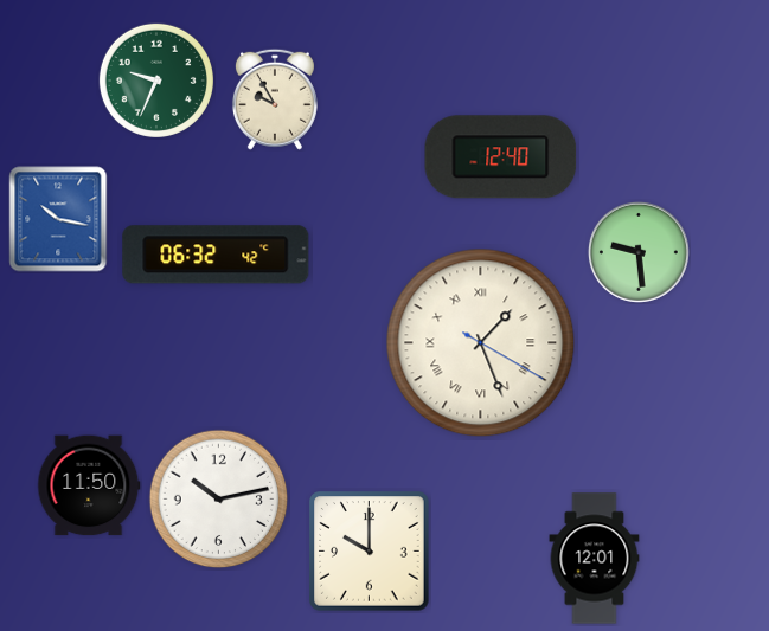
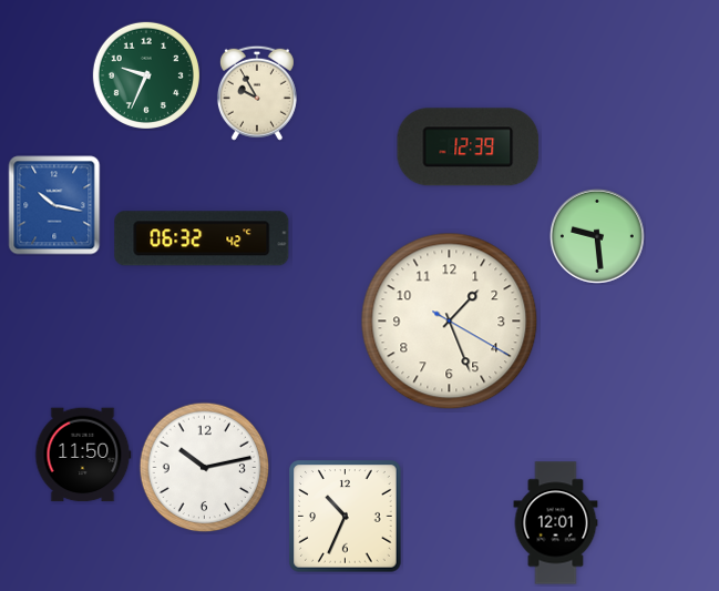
clock at (501, 157): 12:40 -> 12:39
clock at (481, 343) numerals: Roman -> Arabic
clock at (370, 552): 10:00 -> 10:34
